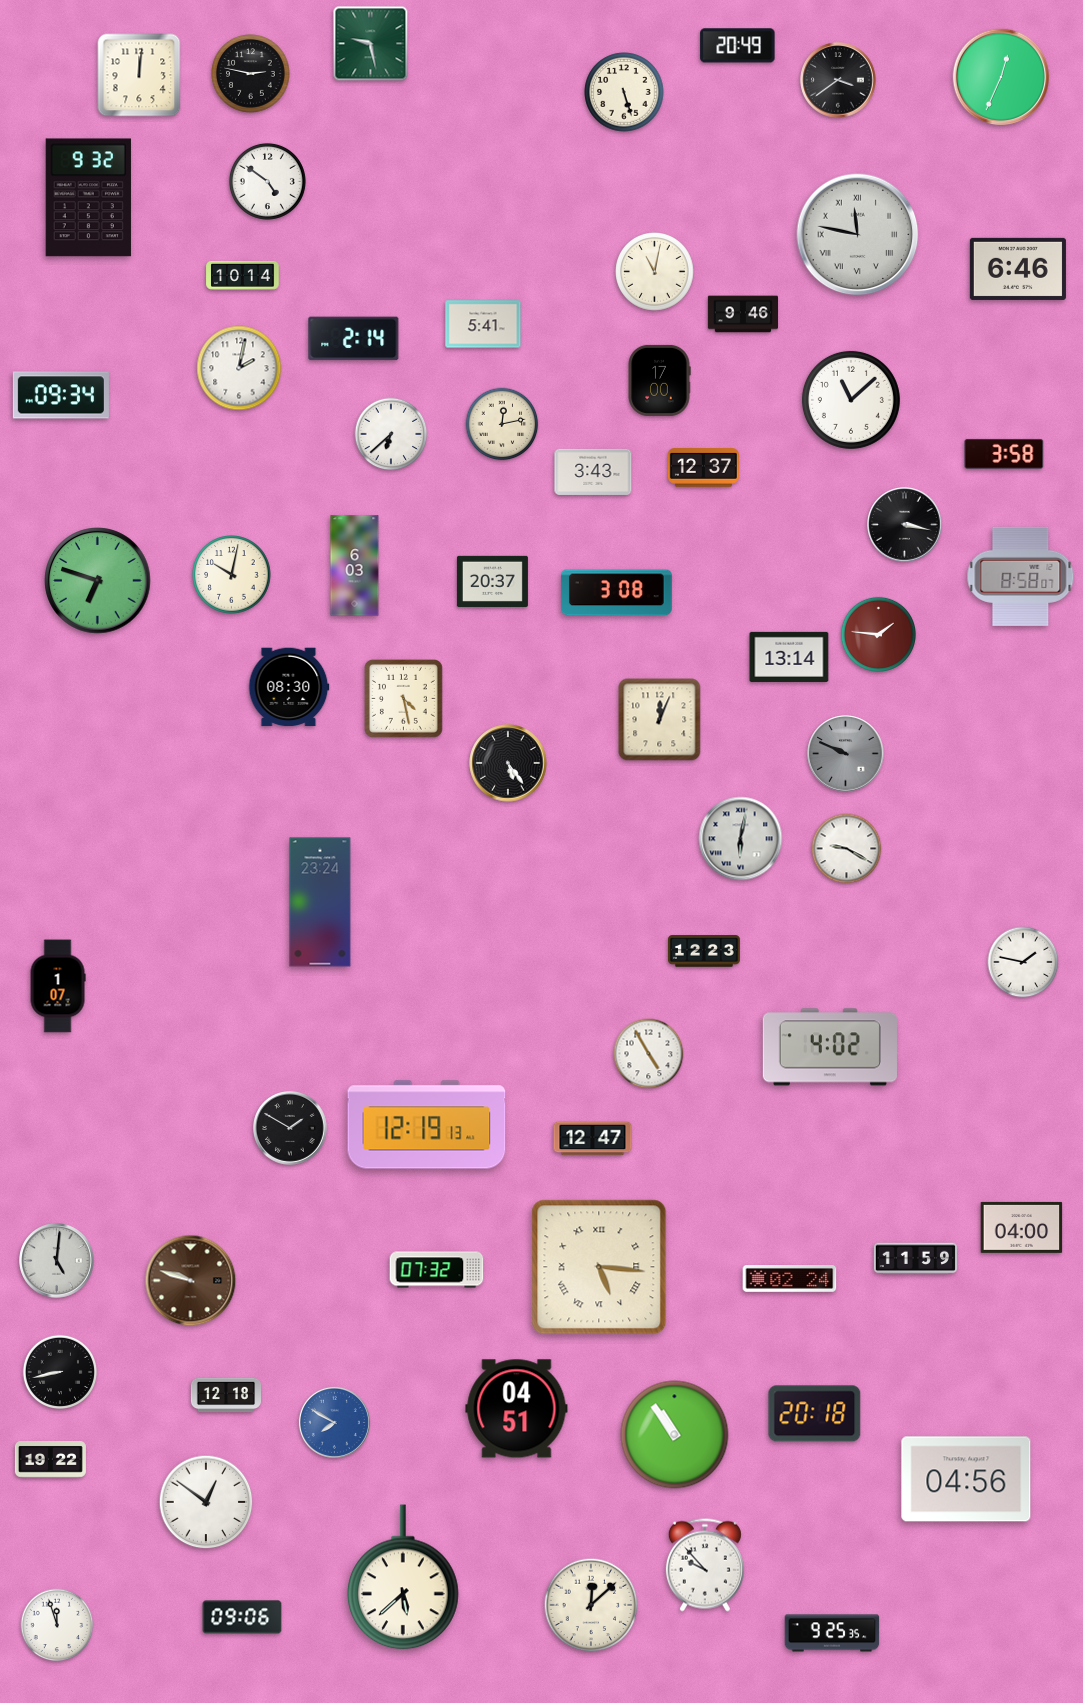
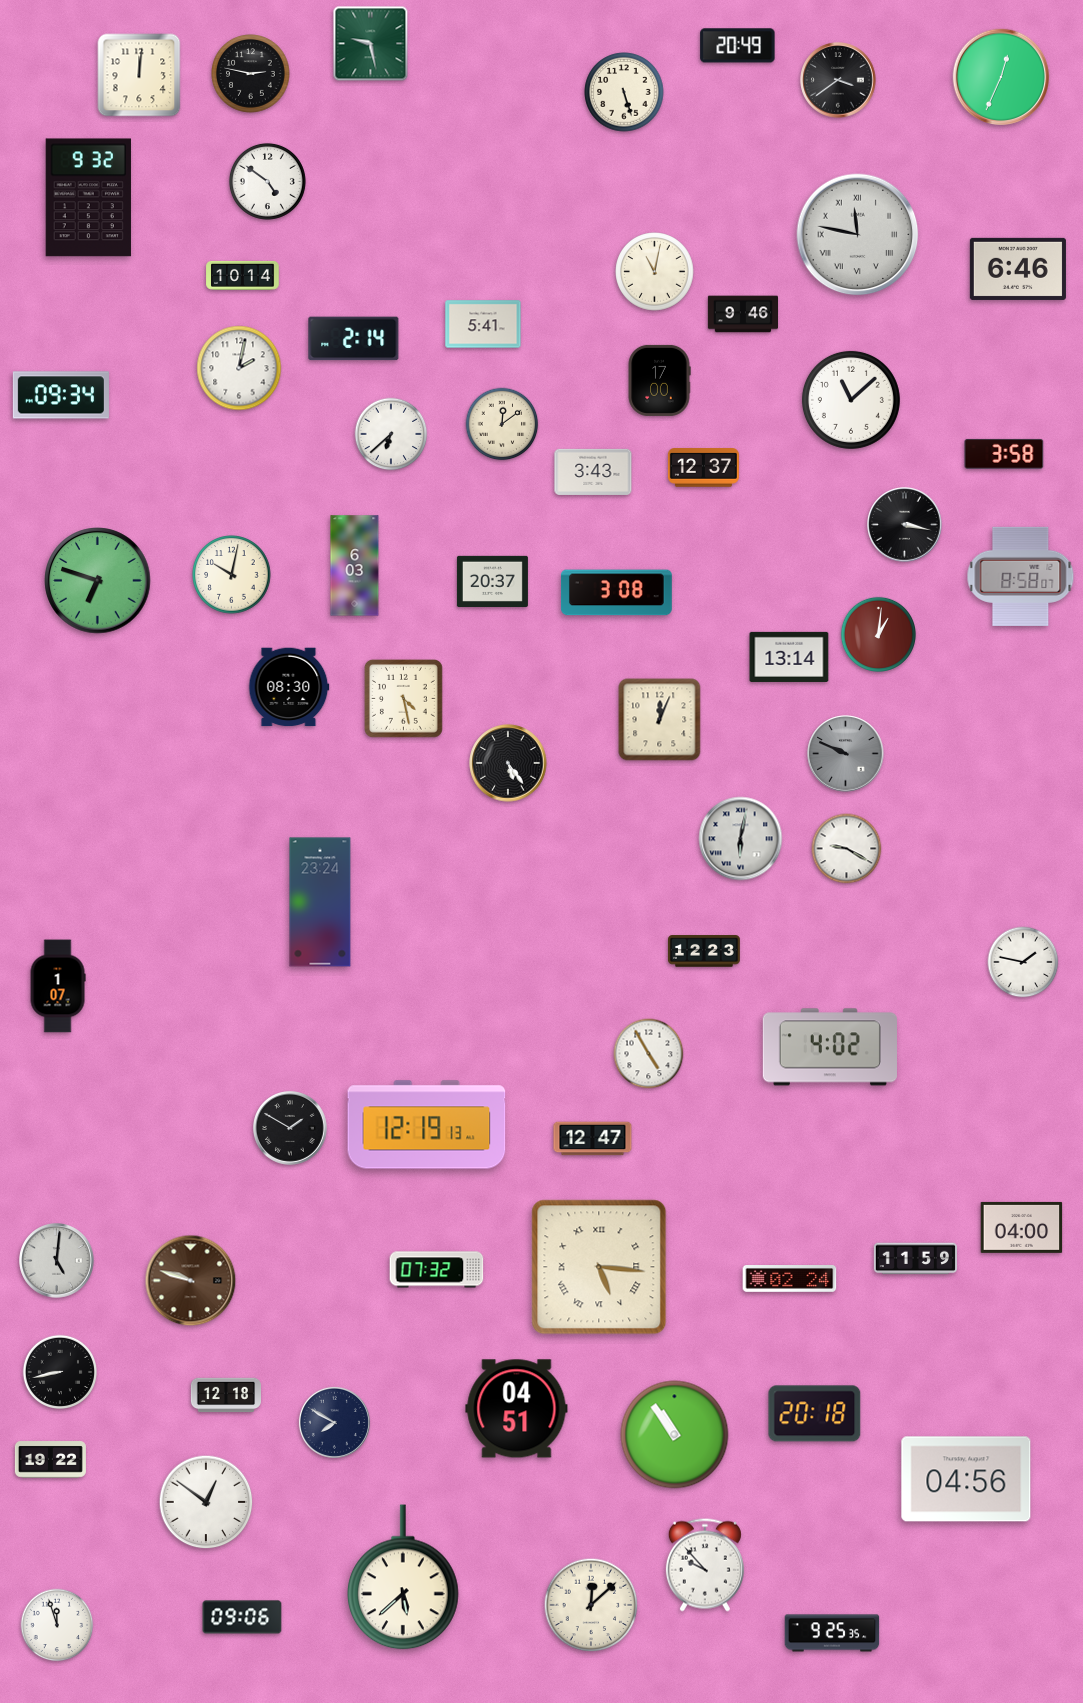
clock at (502, 424): 12:13 -> 12:09
clock at (878, 634): 1:46 -> 1:01
clock at (334, 1422) dial: blue -> navy
